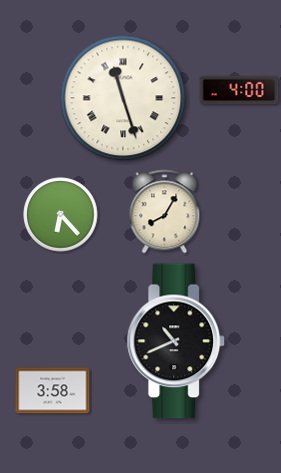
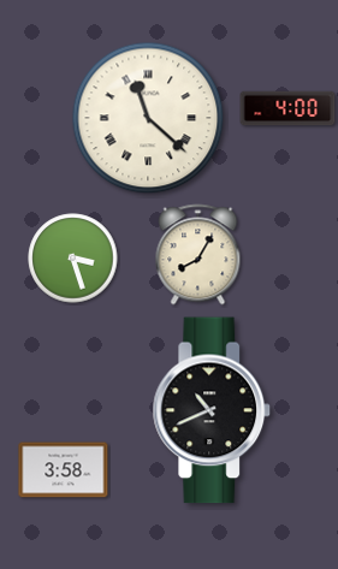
clock at (123, 98): 11:27 -> 11:22
clock at (61, 215): 6:23 -> 3:27
